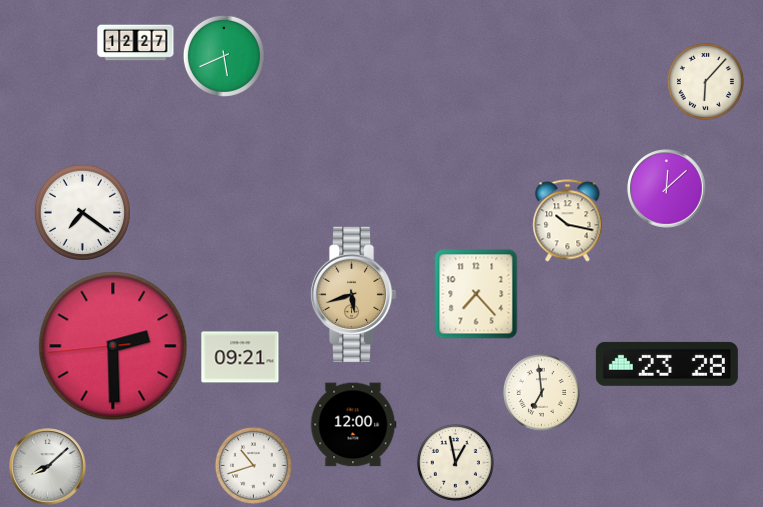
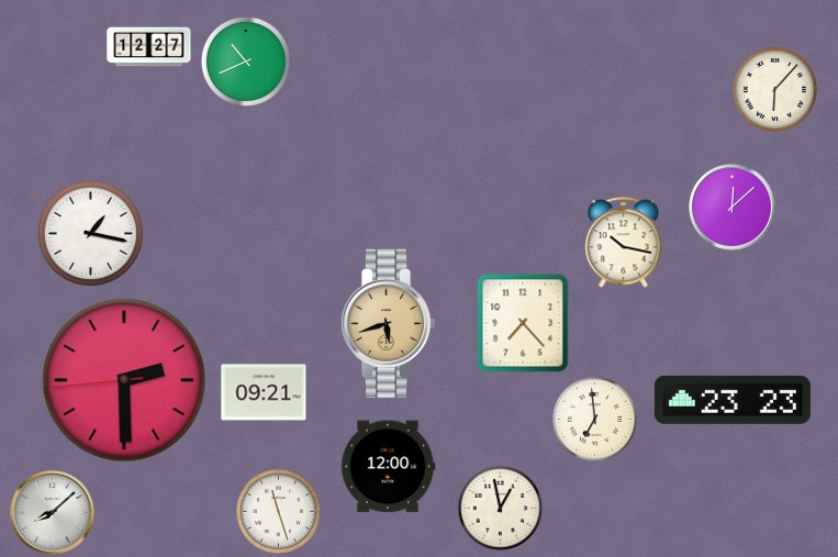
clock at (224, 56): 5:41 -> 10:41
clock at (82, 212): 7:21 -> 1:17
clock at (667, 364): 23:28 -> 23:23
clock at (541, 392) position: (541, 392) -> (594, 419)
clock at (253, 465): 10:42 -> 11:27
